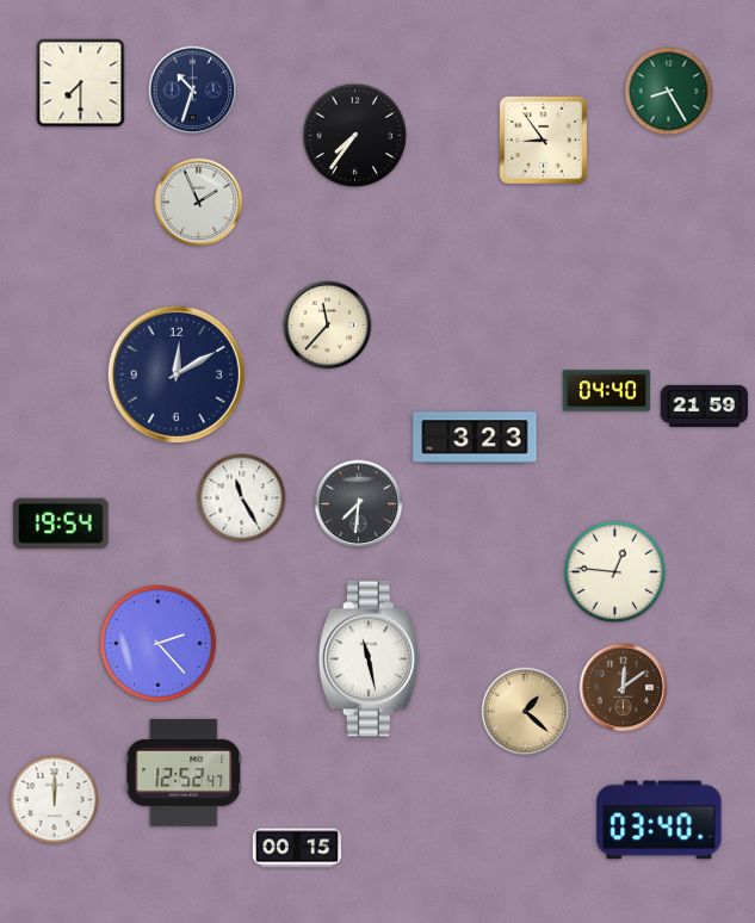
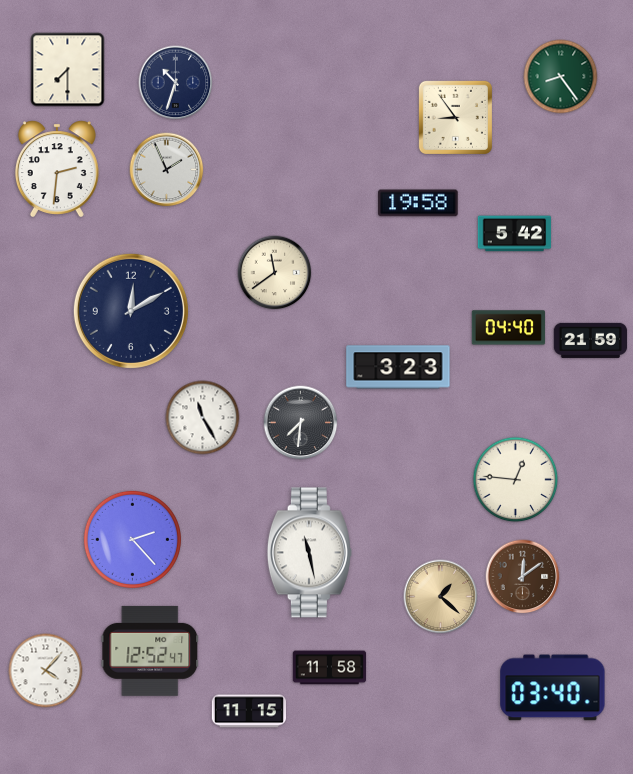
clock at (193, 91) position: (193, 91) -> (176, 83)
clock at (669, 92): 8:25 -> 8:24
clock at (355, 136): 7:36 -> none
clock at (57, 168): none -> 2:31
clock at (418, 203): none -> 19:58
clock at (515, 234): none -> 5:42
clock at (328, 326): 11:37 -> 11:39
clock at (177, 374) position: (177, 374) -> (131, 311)
clock at (61, 524): 19:54 -> none
clock at (184, 773) position: (184, 773) -> (150, 651)
clock at (330, 668): none -> 11:58
clock at (55, 800): 12:00 -> 4:07
clock at (296, 848): 00:15 -> 11:15
